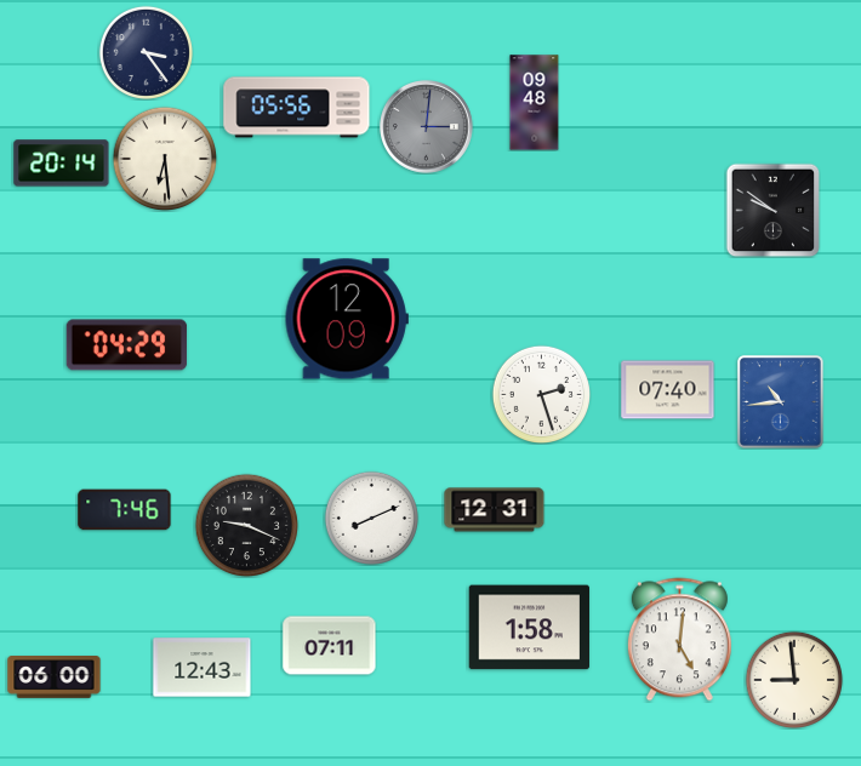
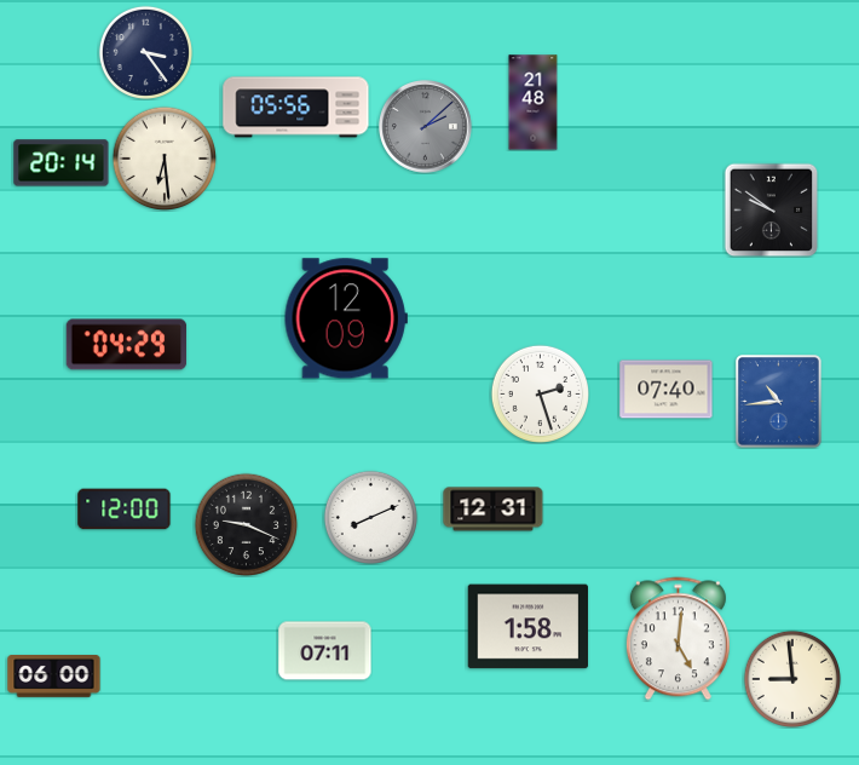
clock at (535, 103): 09:48 -> 21:48
clock at (427, 127): 3:01 -> 2:08
clock at (125, 510): 7:46 -> 12:00
clock at (330, 646) position: (330, 646) -> (325, 651)
clock at (203, 668): 12:43 -> none
